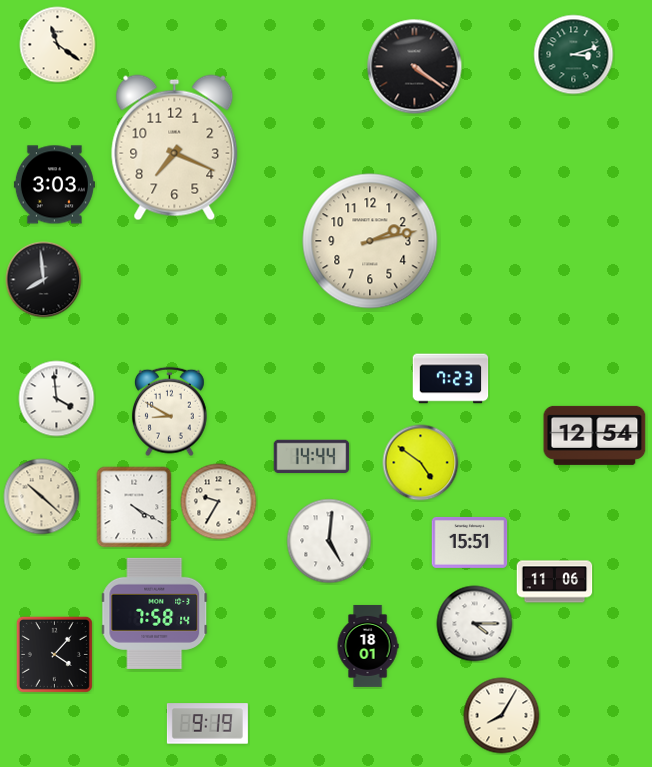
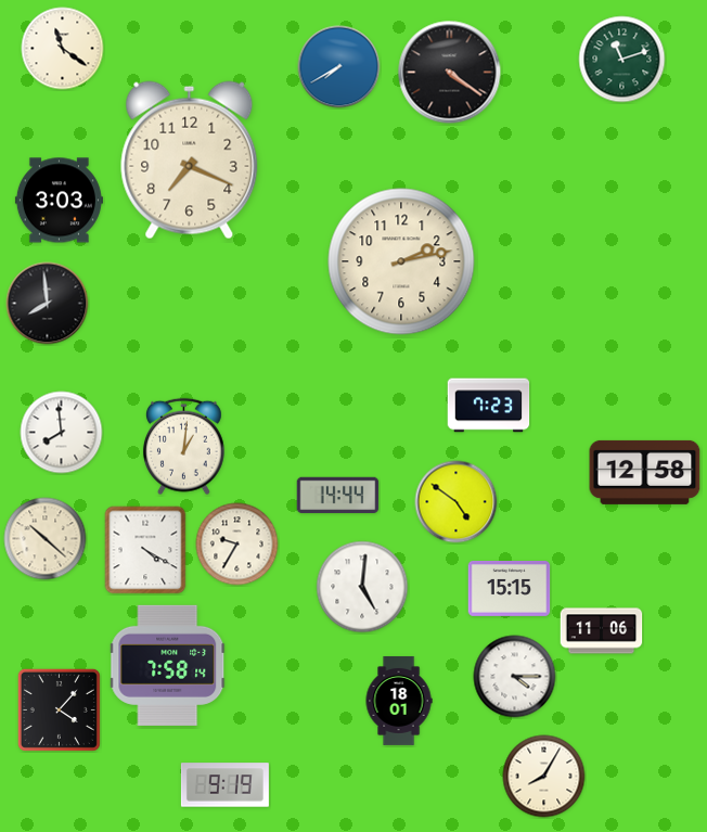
clock at (574, 55): 3:12 -> 11:12
clock at (339, 67): none -> 7:40
clock at (451, 379) position: (451, 379) -> (489, 406)
clock at (57, 399): 3:59 -> 7:59
clock at (169, 412): 8:50 -> 1:01
clock at (595, 435): 12:54 -> 12:58
clock at (329, 541) position: (329, 541) -> (362, 587)
clock at (470, 542): 15:51 -> 15:15
